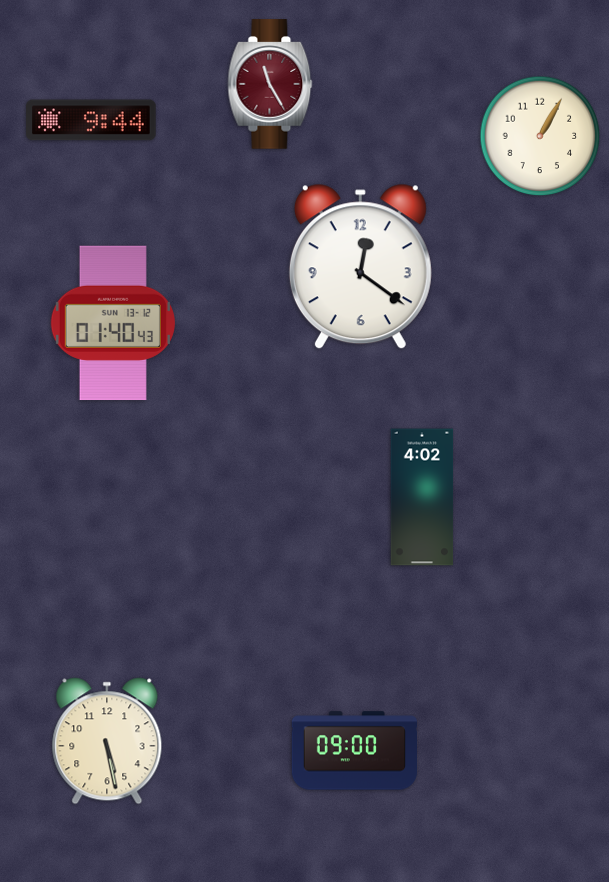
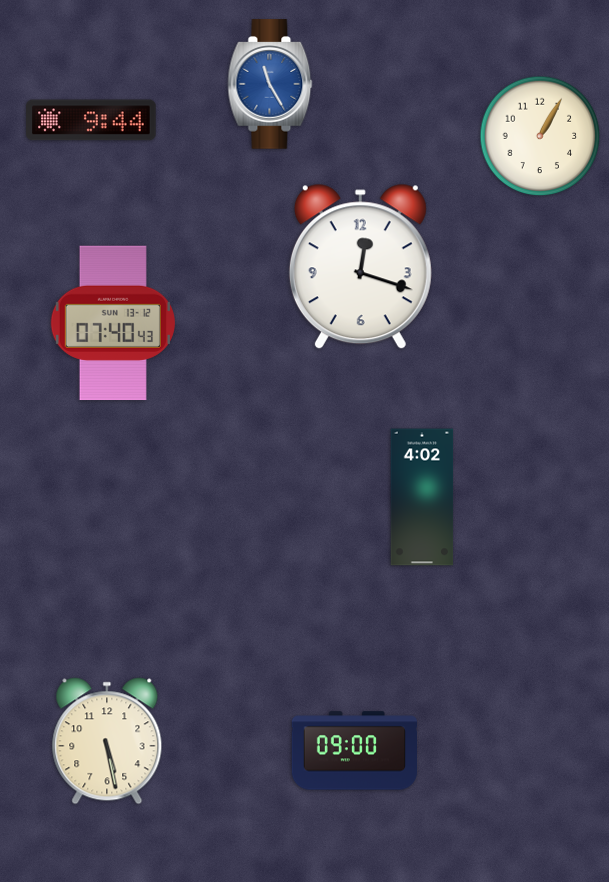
clock at (270, 84) dial: burgundy -> blue
clock at (360, 267): 12:21 -> 12:18
clock at (113, 323): 01:40 -> 07:40
